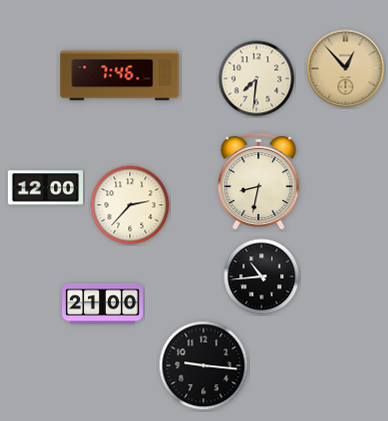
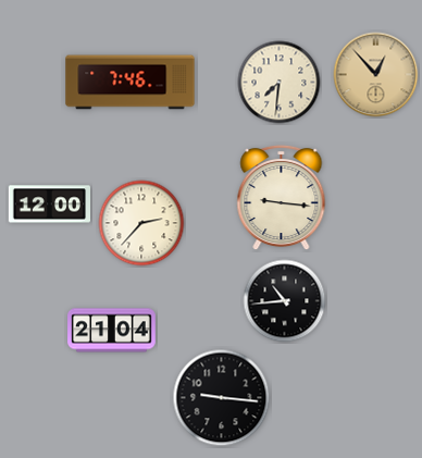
clock at (257, 79) position: (257, 79) -> (280, 83)
clock at (259, 182): 8:32 -> 9:16
clock at (103, 304): 21:00 -> 21:04
